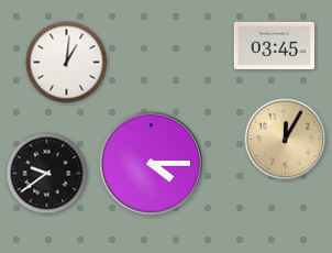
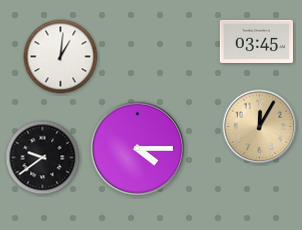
clock at (274, 45) position: (274, 45) -> (256, 41)
